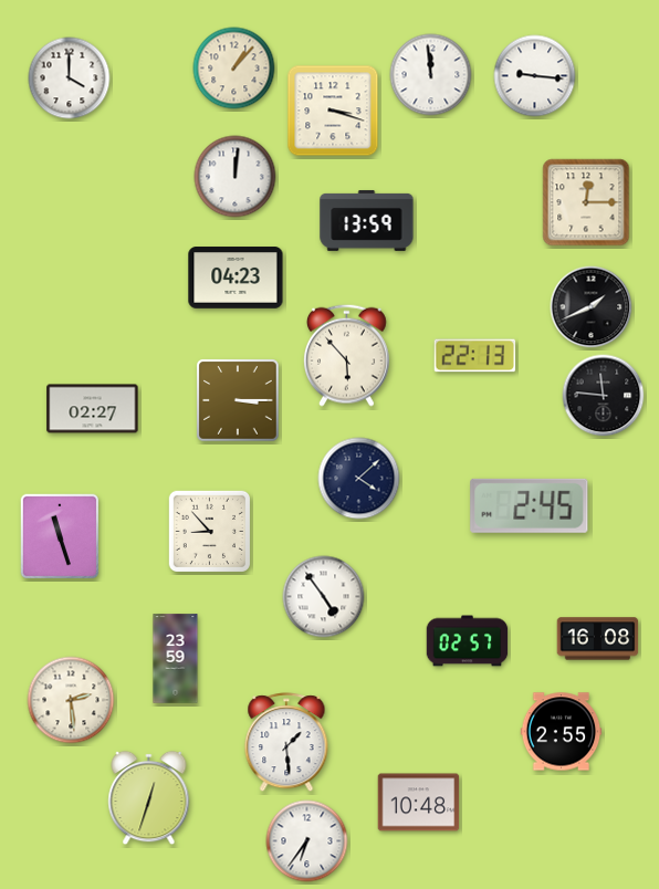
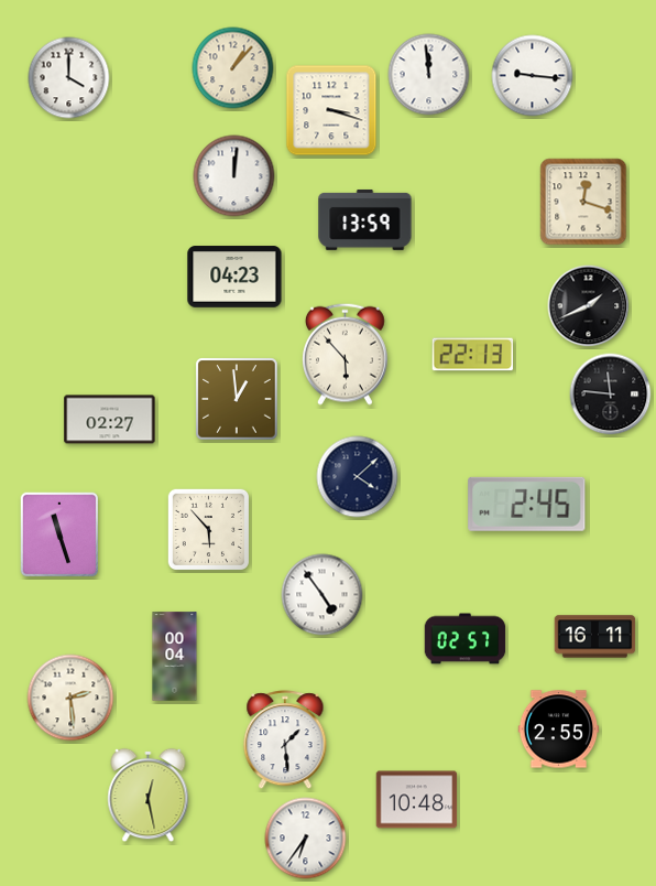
clock at (586, 202): 12:15 -> 12:18
clock at (604, 396) position: (604, 396) -> (611, 395)
clock at (238, 400): 3:15 -> 12:59
clock at (93, 409) position: (93, 409) -> (110, 420)
clock at (209, 531): 8:53 -> 5:53
clock at (598, 639): 16:08 -> 16:11
clock at (176, 659): 23:59 -> 00:04
clock at (149, 798): 12:33 -> 12:28
